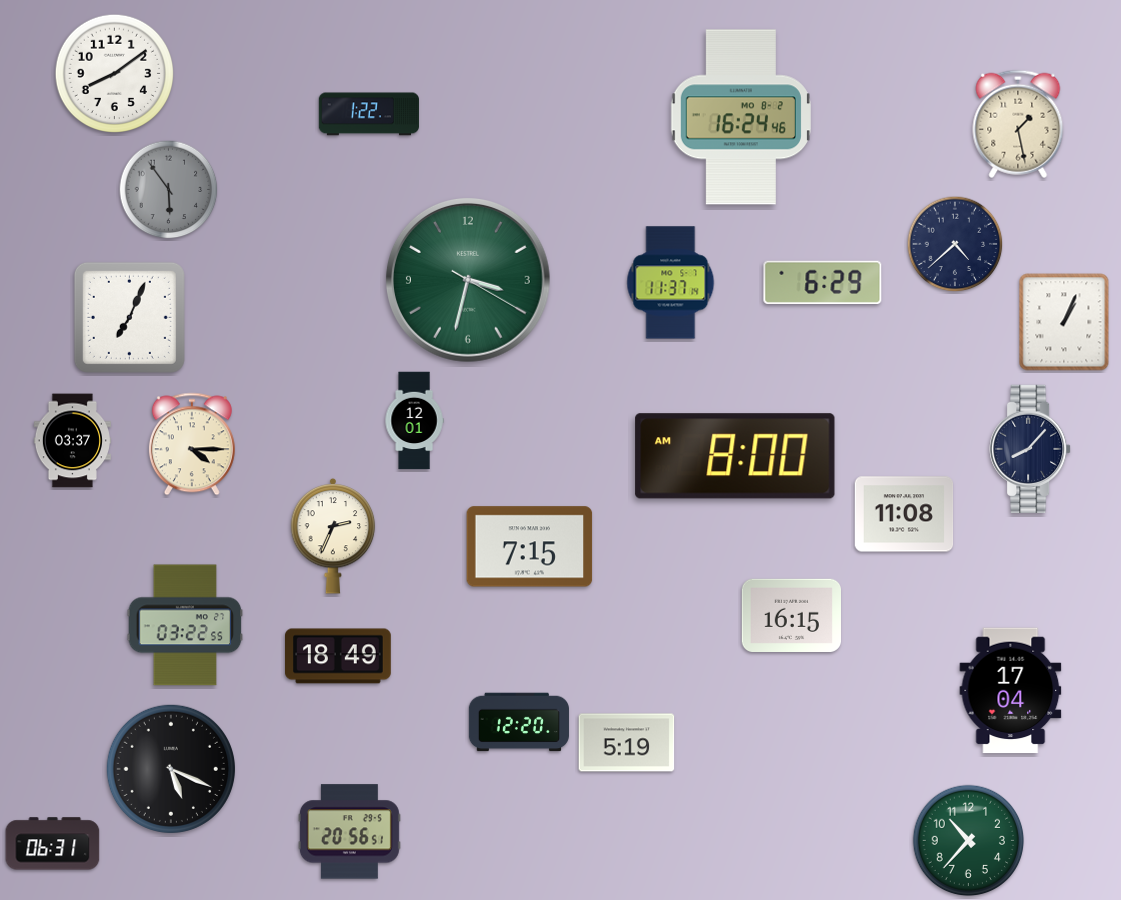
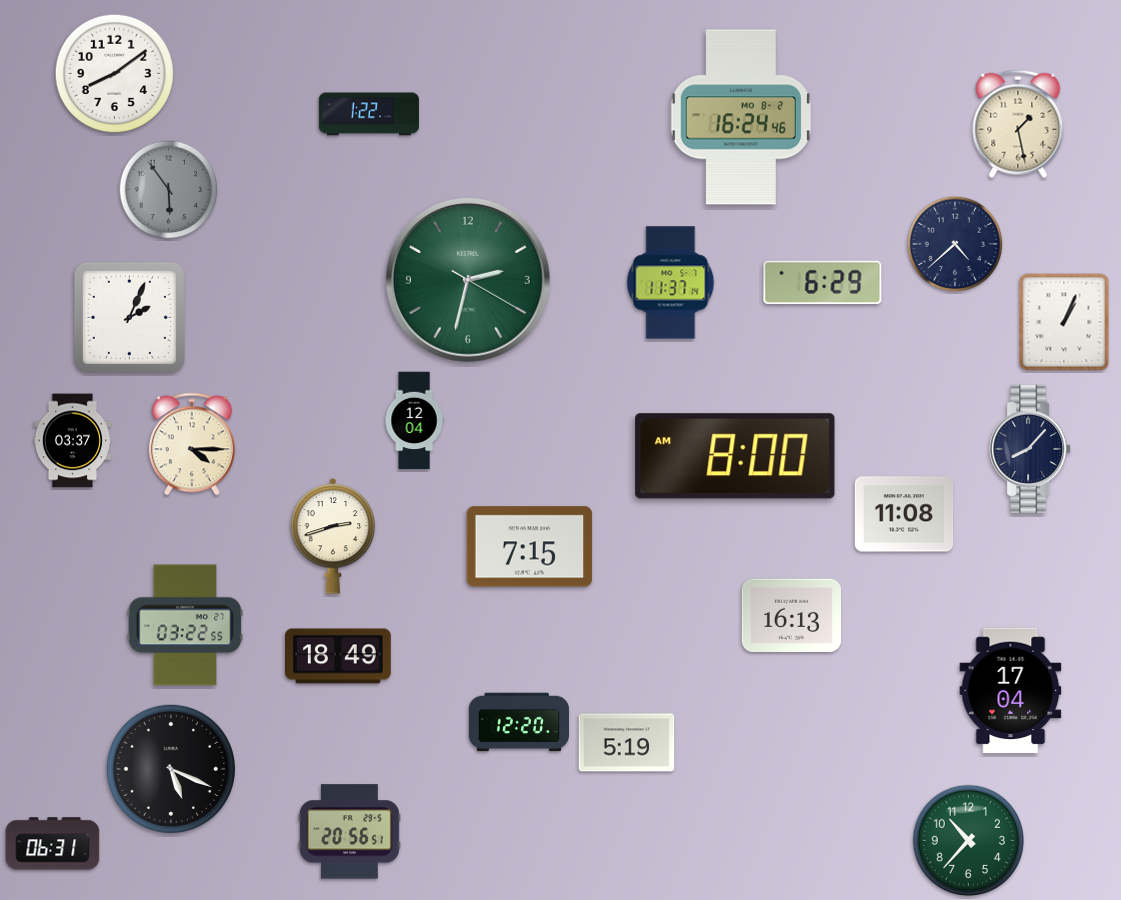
clock at (468, 280): 3:32 -> 2:32
clock at (129, 317): 7:04 -> 2:04
clock at (414, 421): 12:01 -> 12:04
clock at (333, 536): 2:34 -> 2:42
clock at (791, 615): 16:15 -> 16:13
